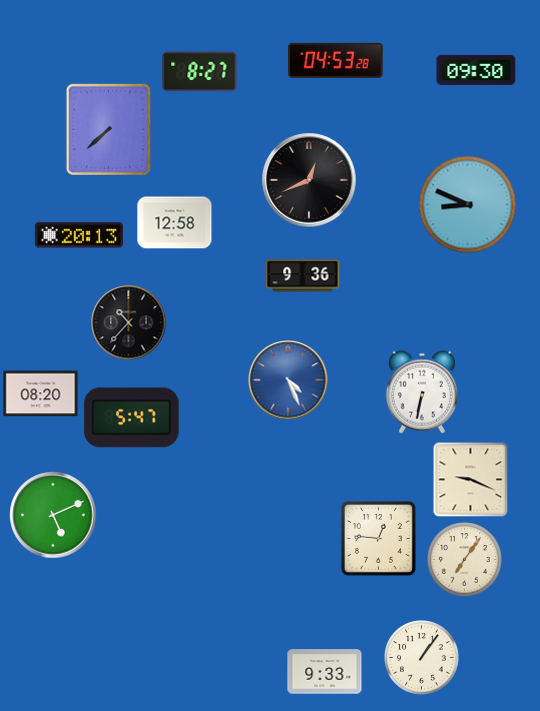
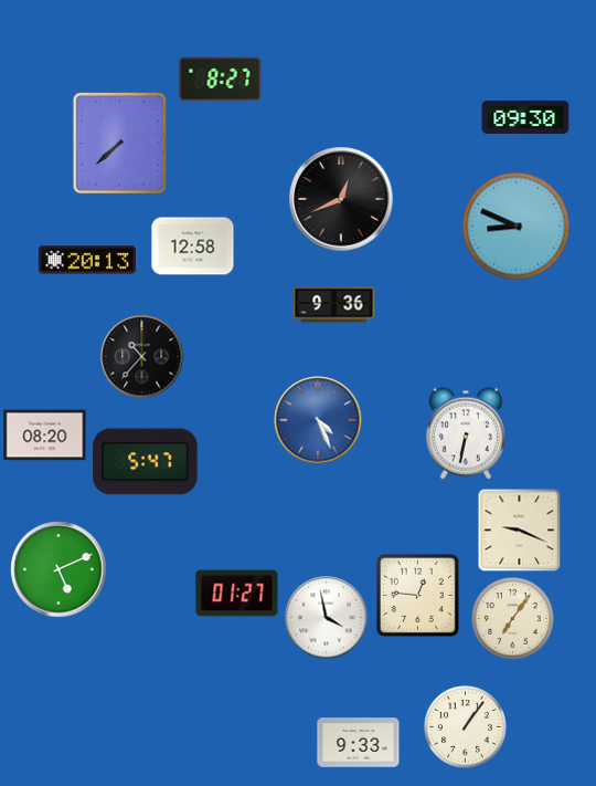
clock at (336, 60): 04:53 -> none
clock at (476, 70) position: (476, 70) -> (525, 117)
clock at (237, 594): none -> 01:27
clock at (327, 618): none -> 3:58
